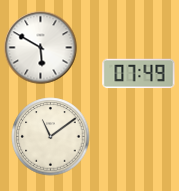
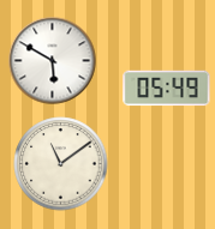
clock at (41, 48) position: (41, 48) -> (53, 61)
clock at (139, 74): 07:49 -> 05:49
